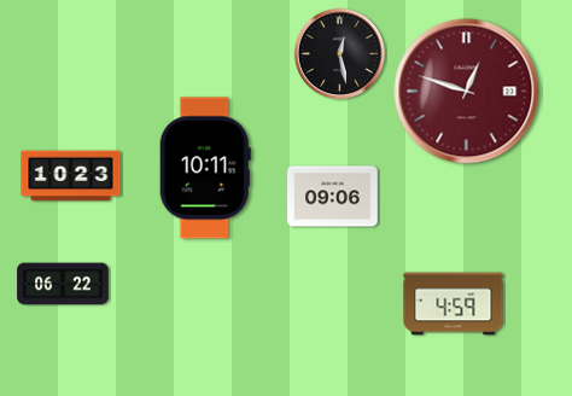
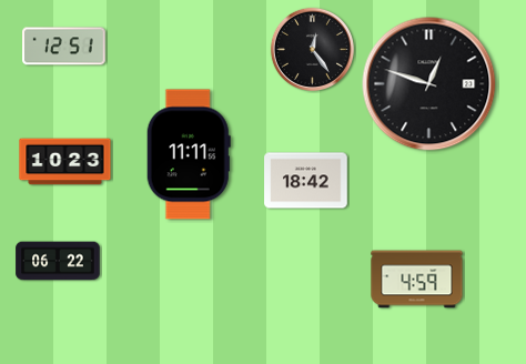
clock at (64, 47): none -> 12:51
clock at (339, 53): 12:28 -> 12:24
clock at (467, 92) dial: burgundy -> black
clock at (205, 168): 10:11 -> 11:11
clock at (333, 197): 09:06 -> 18:42
